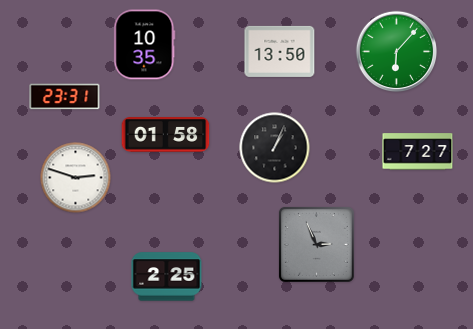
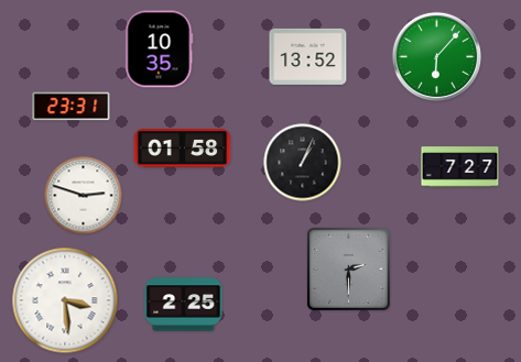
clock at (280, 51): 13:50 -> 13:52
clock at (316, 244): 2:56 -> 2:30
clock at (65, 300): none -> 3:29
